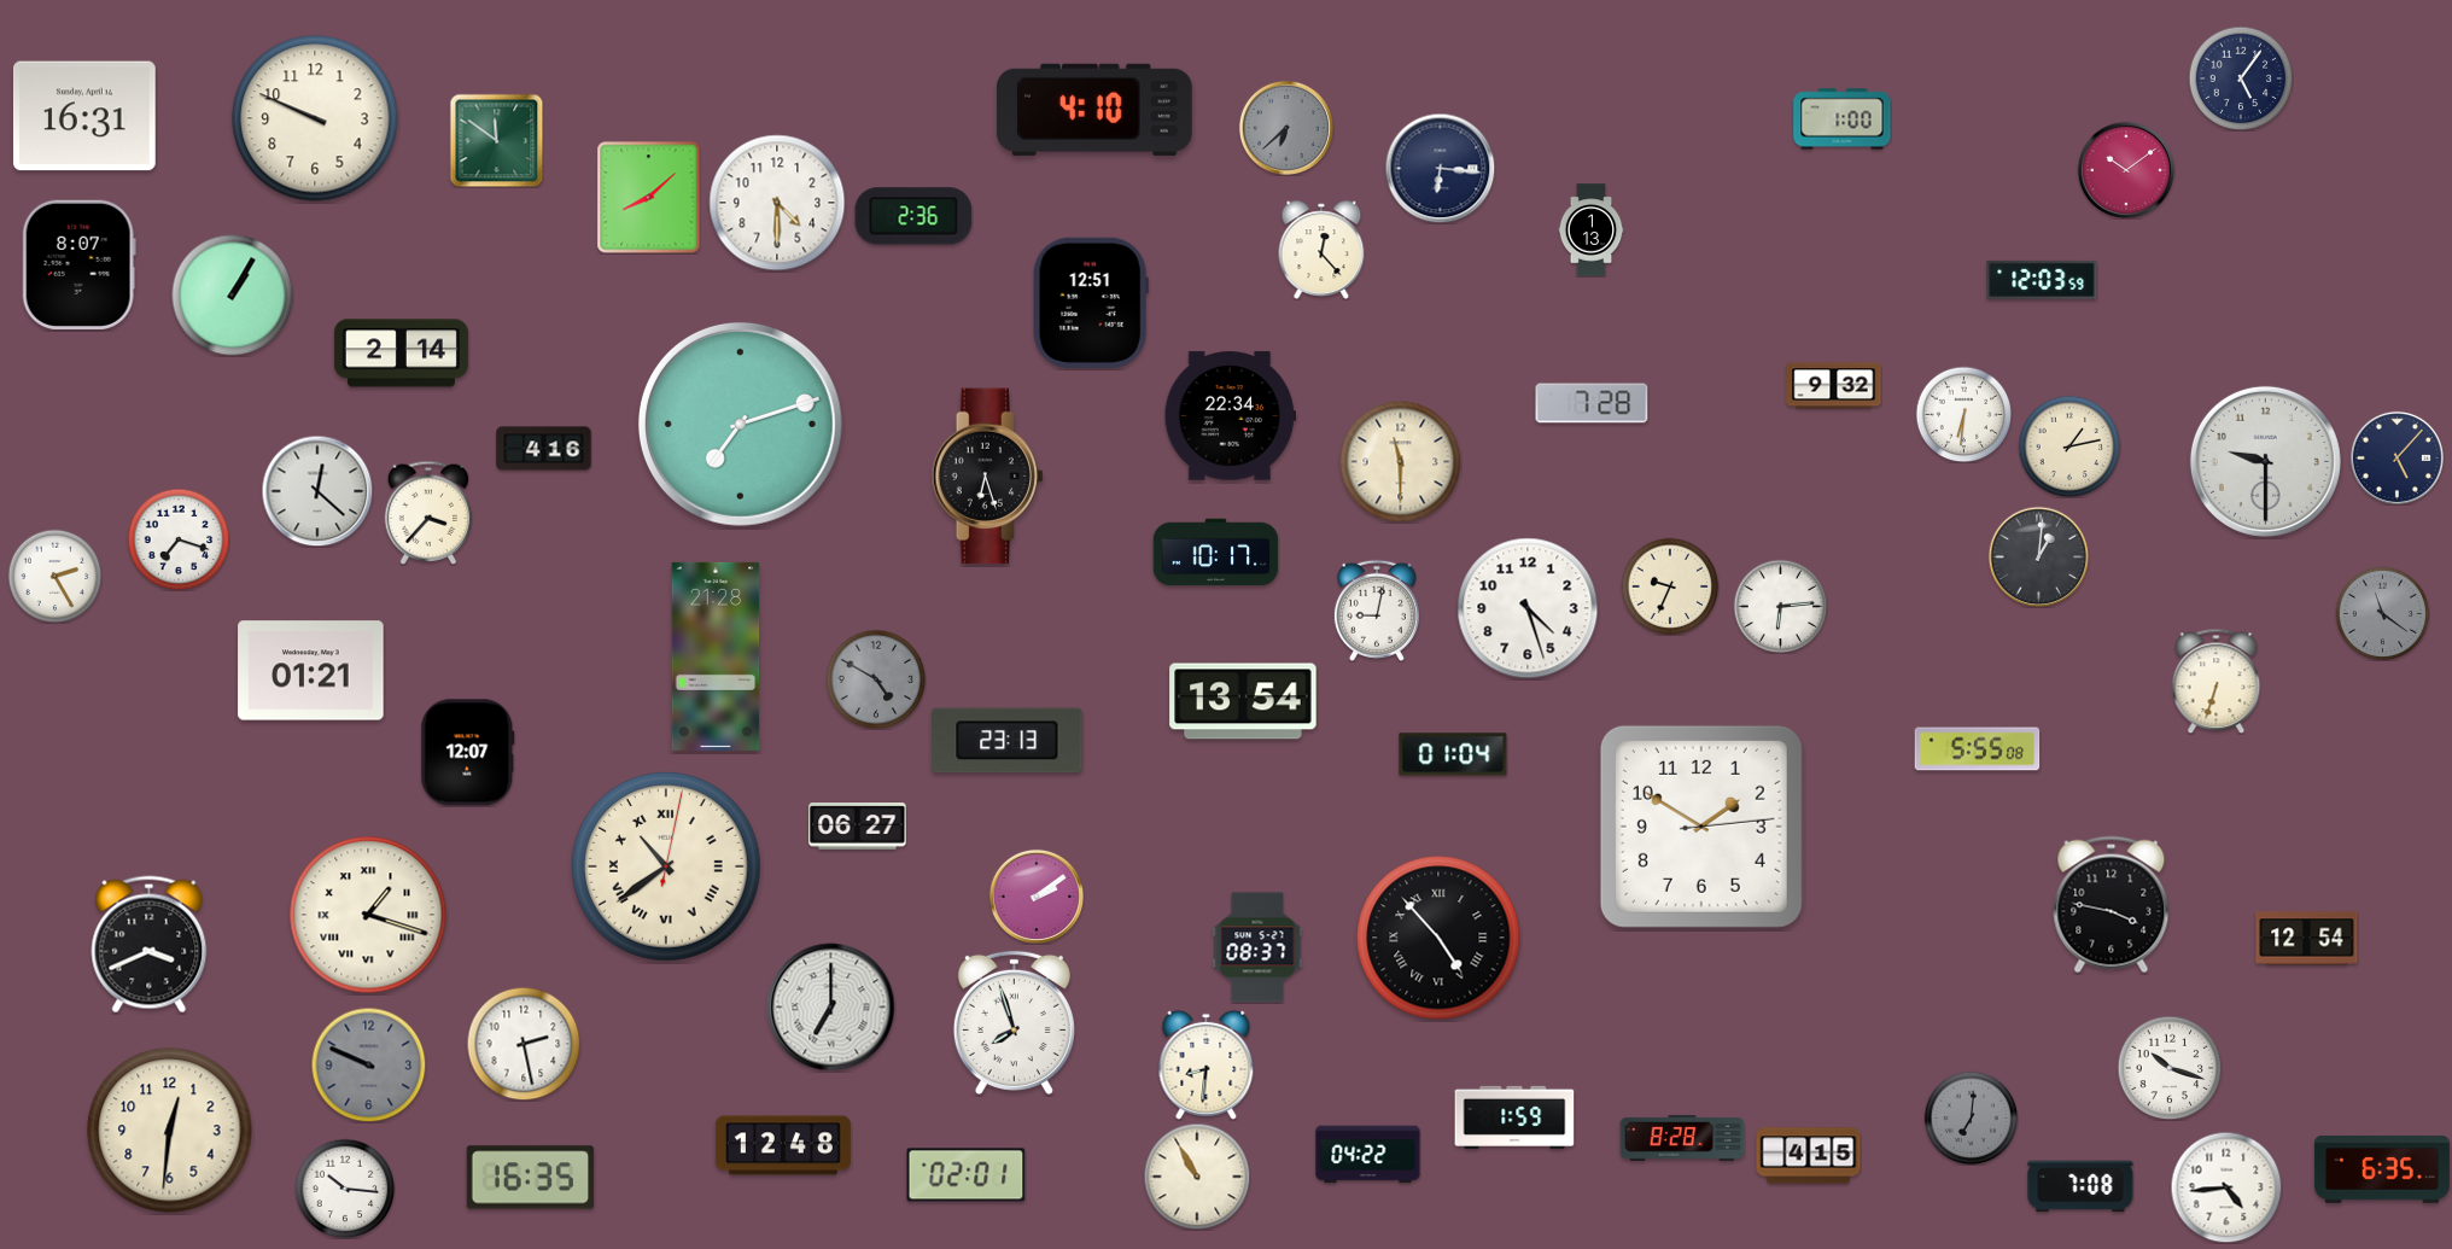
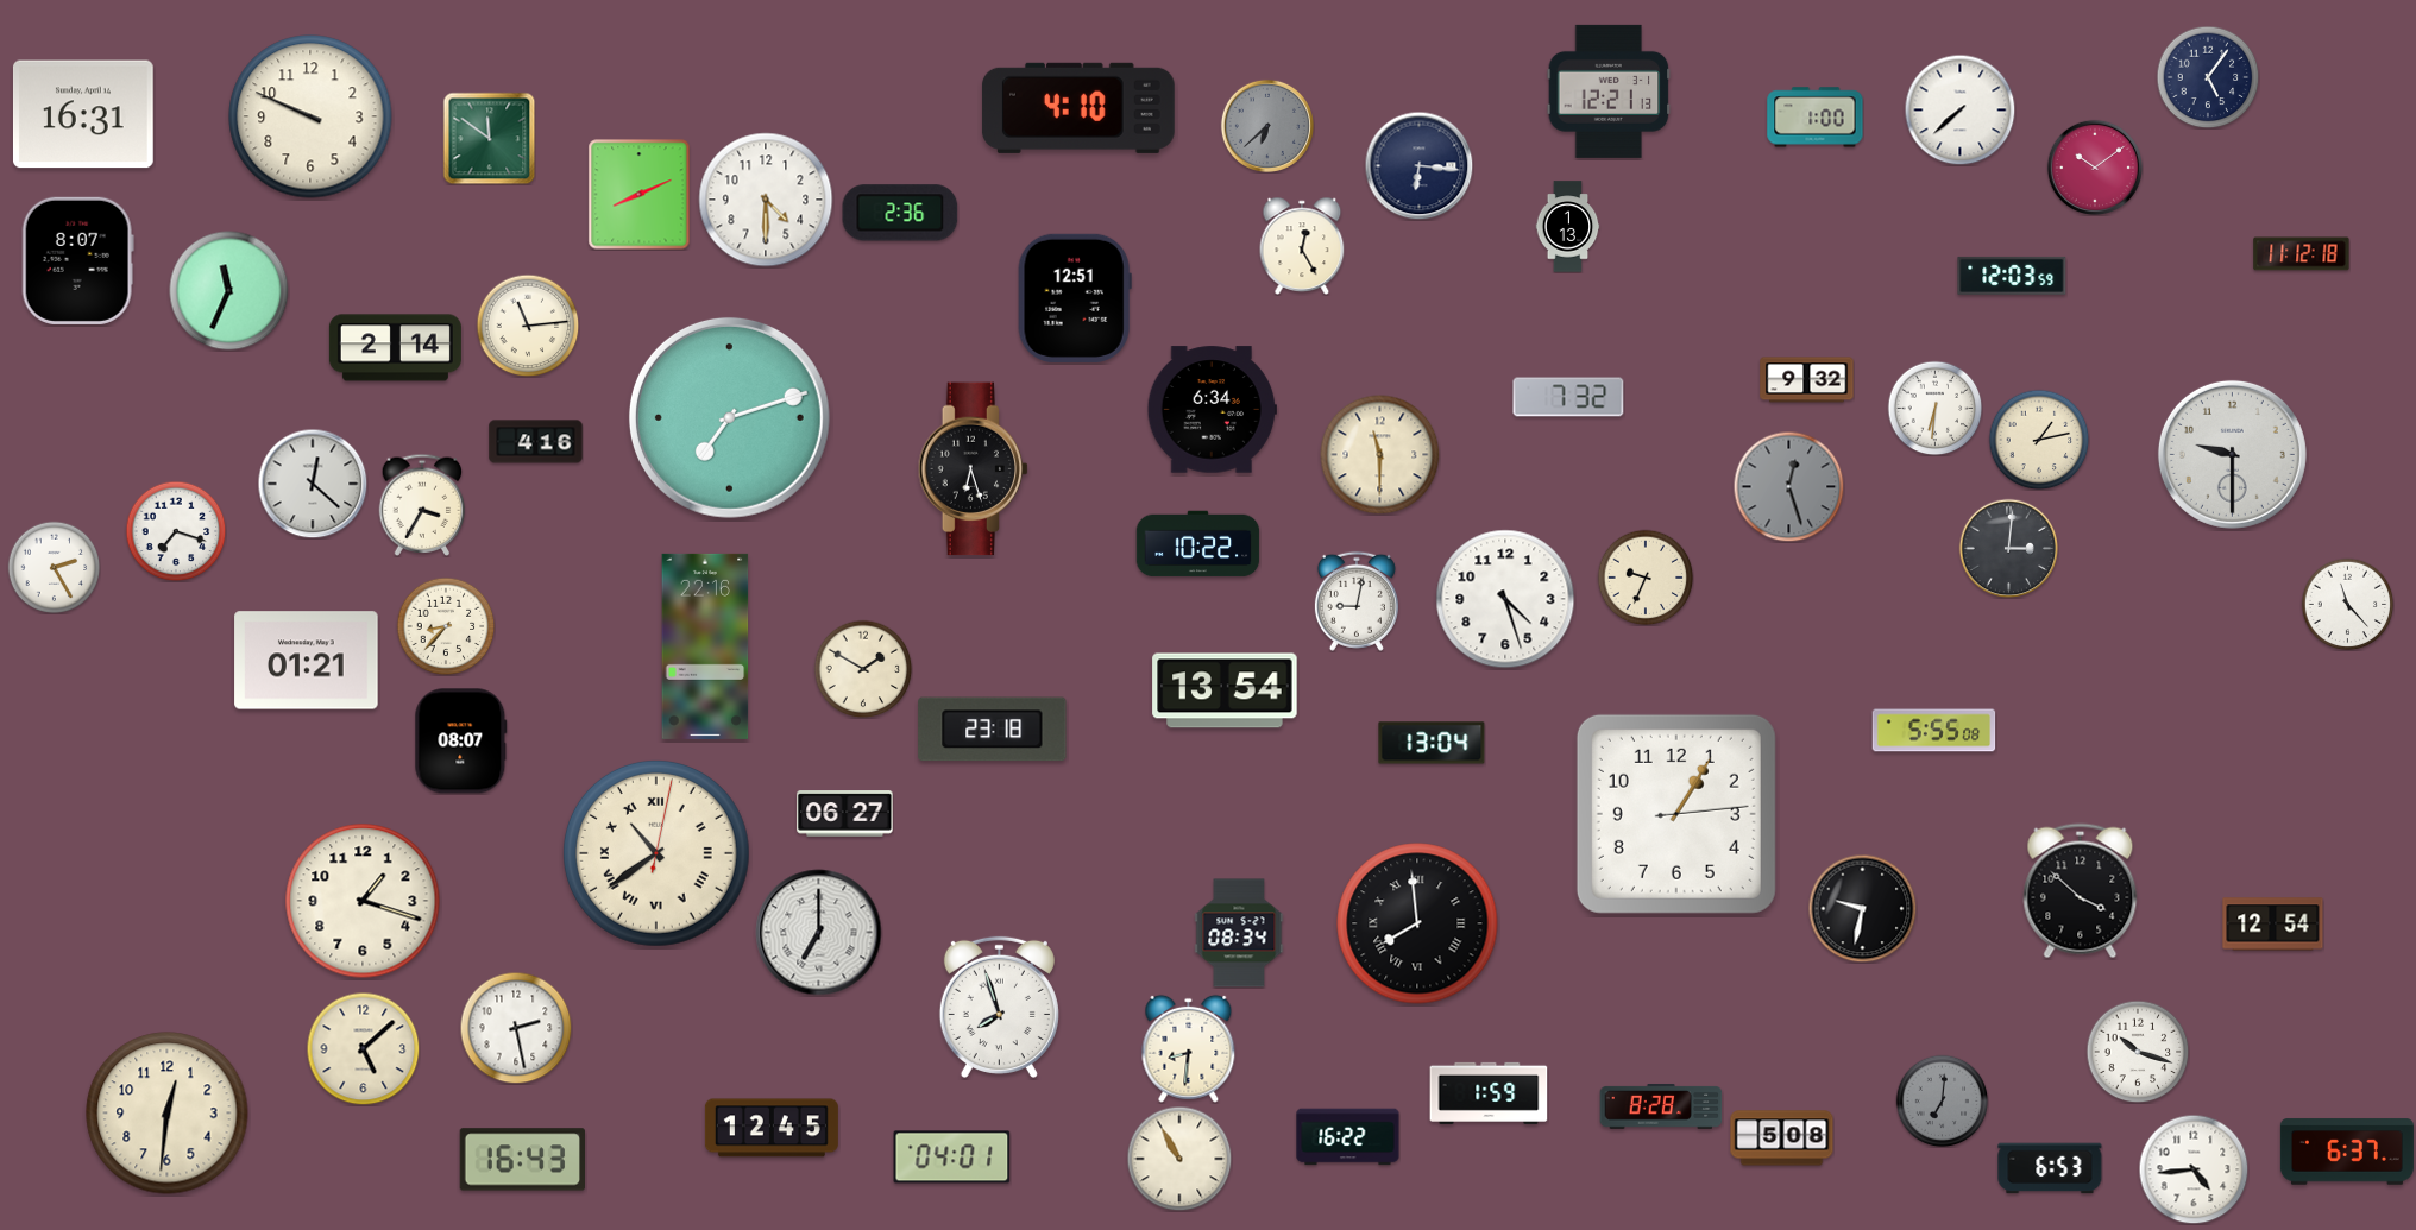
clock at (1609, 92): none -> 12:21
clock at (1959, 109): none -> 7:38
clock at (649, 198): 8:08 -> 8:11
clock at (1321, 250): 12:23 -> 12:25
clock at (2302, 254): none -> 11:12
clock at (233, 296): 1:05 -> 11:34
clock at (528, 326): none -> 11:14
clock at (1592, 403): 7:28 -> 7:32
clock at (1230, 416): 22:34 -> 6:34
clock at (2396, 457): 5:07 -> none
clock at (1788, 486): none -> 12:27
clock at (428, 513): 3:37 -> 3:35
clock at (1216, 553): 10:17 -> 10:22
clock at (2038, 556): 1:01 -> 3:01
clock at (1780, 606): 6:14 -> none
clock at (2382, 613): 11:21 -> 11:23
clock at (2382, 613) dial: grey -> white
clock at (446, 626): none -> 8:37
clock at (716, 656): 21:28 -> 22:16
clock at (876, 679): 4:50 -> 1:50
clock at (876, 679) dial: grey -> cream
clock at (2217, 681): 6:33 -> none
clock at (1008, 741): 23:13 -> 23:18
clock at (1978, 749) position: (1978, 749) -> (1934, 731)
clock at (468, 753): 12:07 -> 08:07
clock at (1453, 754): 01:04 -> 13:04
clock at (1701, 827): 1:50 -> 1:05
clock at (1037, 897): 2:09 -> none
clock at (2112, 905): 3:47 -> 3:52
clock at (368, 915) numerals: Roman -> Arabic
clock at (1862, 908): none -> 9:32
clock at (1438, 938): 4:53 -> 7:59
clock at (150, 945): 3:41 -> none
clock at (1257, 947): 08:37 -> 08:34
clock at (831, 1008) position: (831, 1008) -> (819, 933)
clock at (368, 1064): 9:49 -> 5:08
clock at (368, 1064) dial: grey -> cream
clock at (1514, 1117) position: (1514, 1117) -> (1489, 1093)
clock at (1682, 1139) position: (1682, 1139) -> (1661, 1108)
clock at (783, 1145): 12:48 -> 12:45
clock at (1368, 1155): 04:22 -> 16:22
clock at (1809, 1156): 4:15 -> 5:08
clock at (2382, 1169): 6:35 -> 6:37
clock at (967, 1175): 02:01 -> 04:01
clock at (531, 1178): 16:35 -> 16:43
clock at (2080, 1186): 7:08 -> 6:53
clock at (345, 1189): 10:16 -> none
